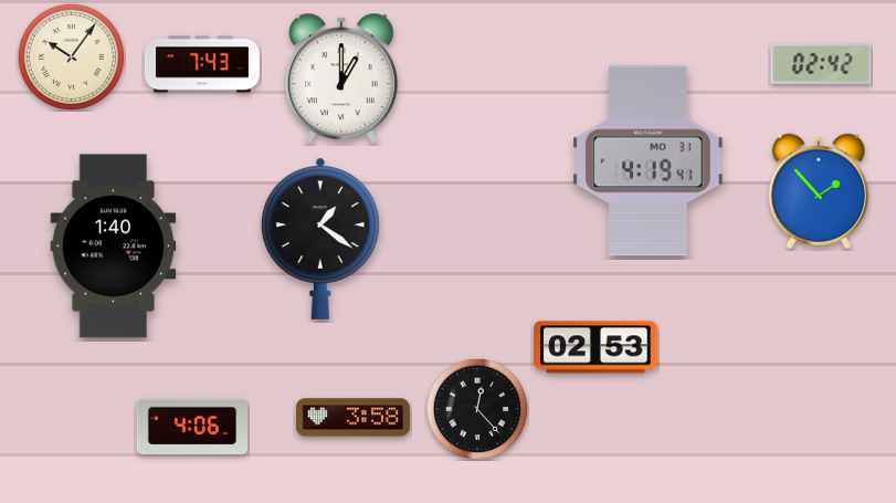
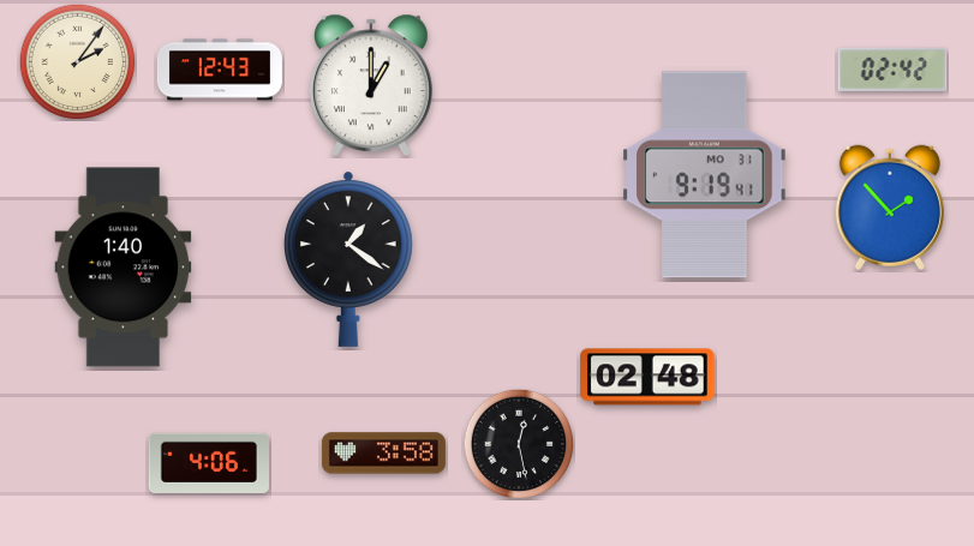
clock at (71, 56): 10:06 -> 2:06
clock at (202, 64): 7:43 -> 12:43
clock at (649, 161): 4:19 -> 9:19
clock at (595, 347): 02:53 -> 02:48
clock at (476, 408): 12:23 -> 12:28
